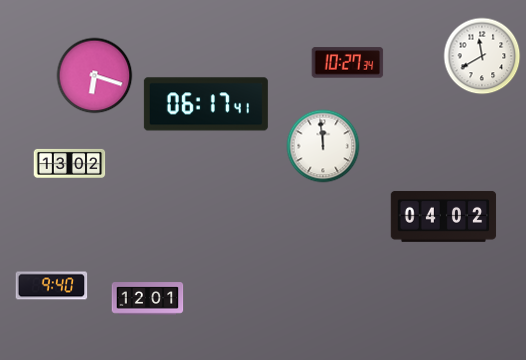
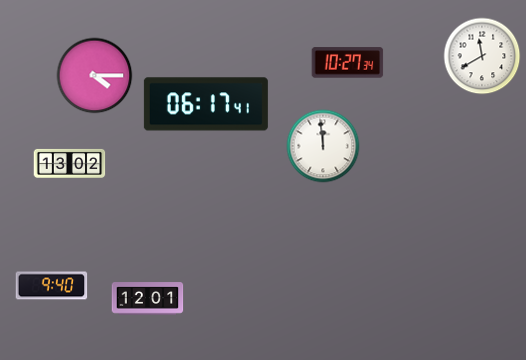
clock at (95, 76): 6:18 -> 4:15
clock at (444, 216): 04:02 -> none
